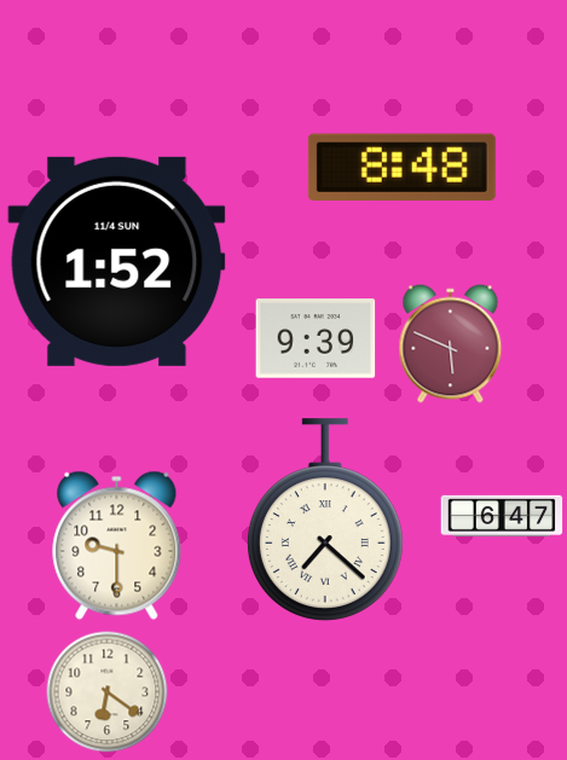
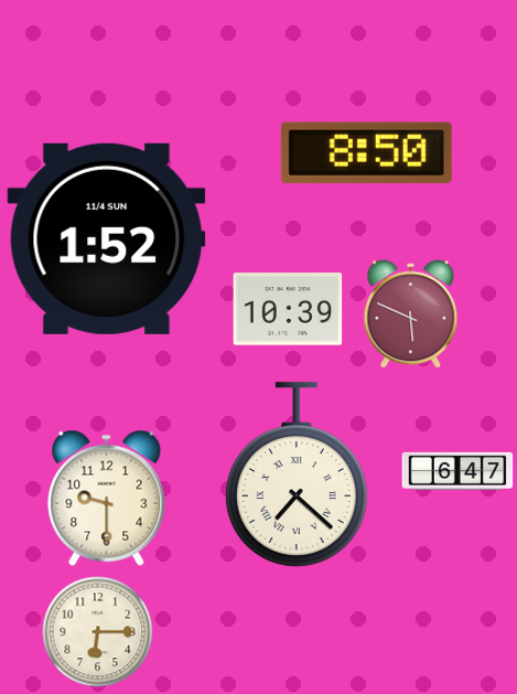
clock at (401, 167): 8:48 -> 8:50
clock at (316, 338): 9:39 -> 10:39
clock at (108, 692): 6:21 -> 6:15
